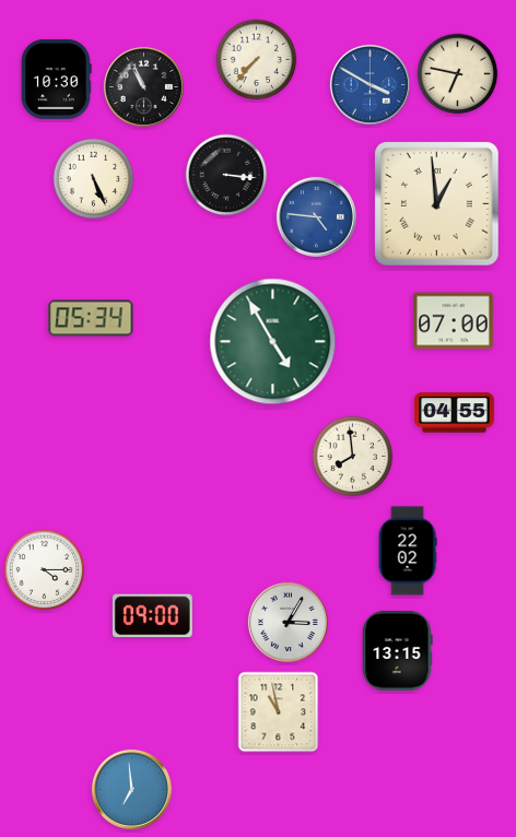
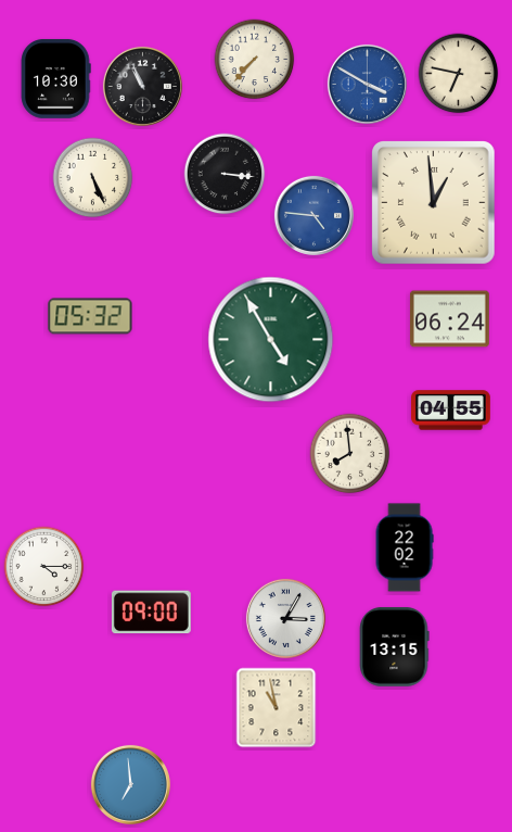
clock at (458, 74) position: (458, 74) -> (459, 74)
clock at (91, 318): 05:34 -> 05:32
clock at (454, 321): 07:00 -> 06:24
